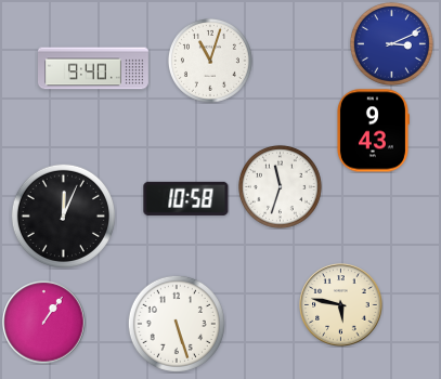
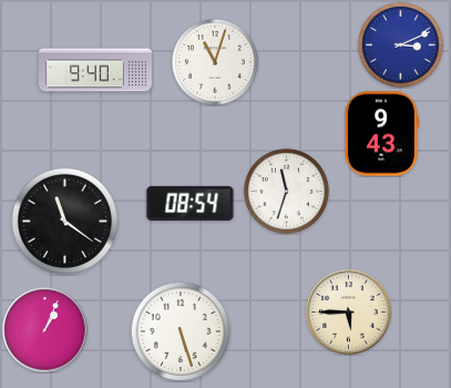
clock at (186, 198): 10:58 -> 08:54
clock at (63, 215): 12:04 -> 11:21
clock at (341, 305): 5:47 -> 5:45
clock at (44, 323): 1:06 -> 1:04
